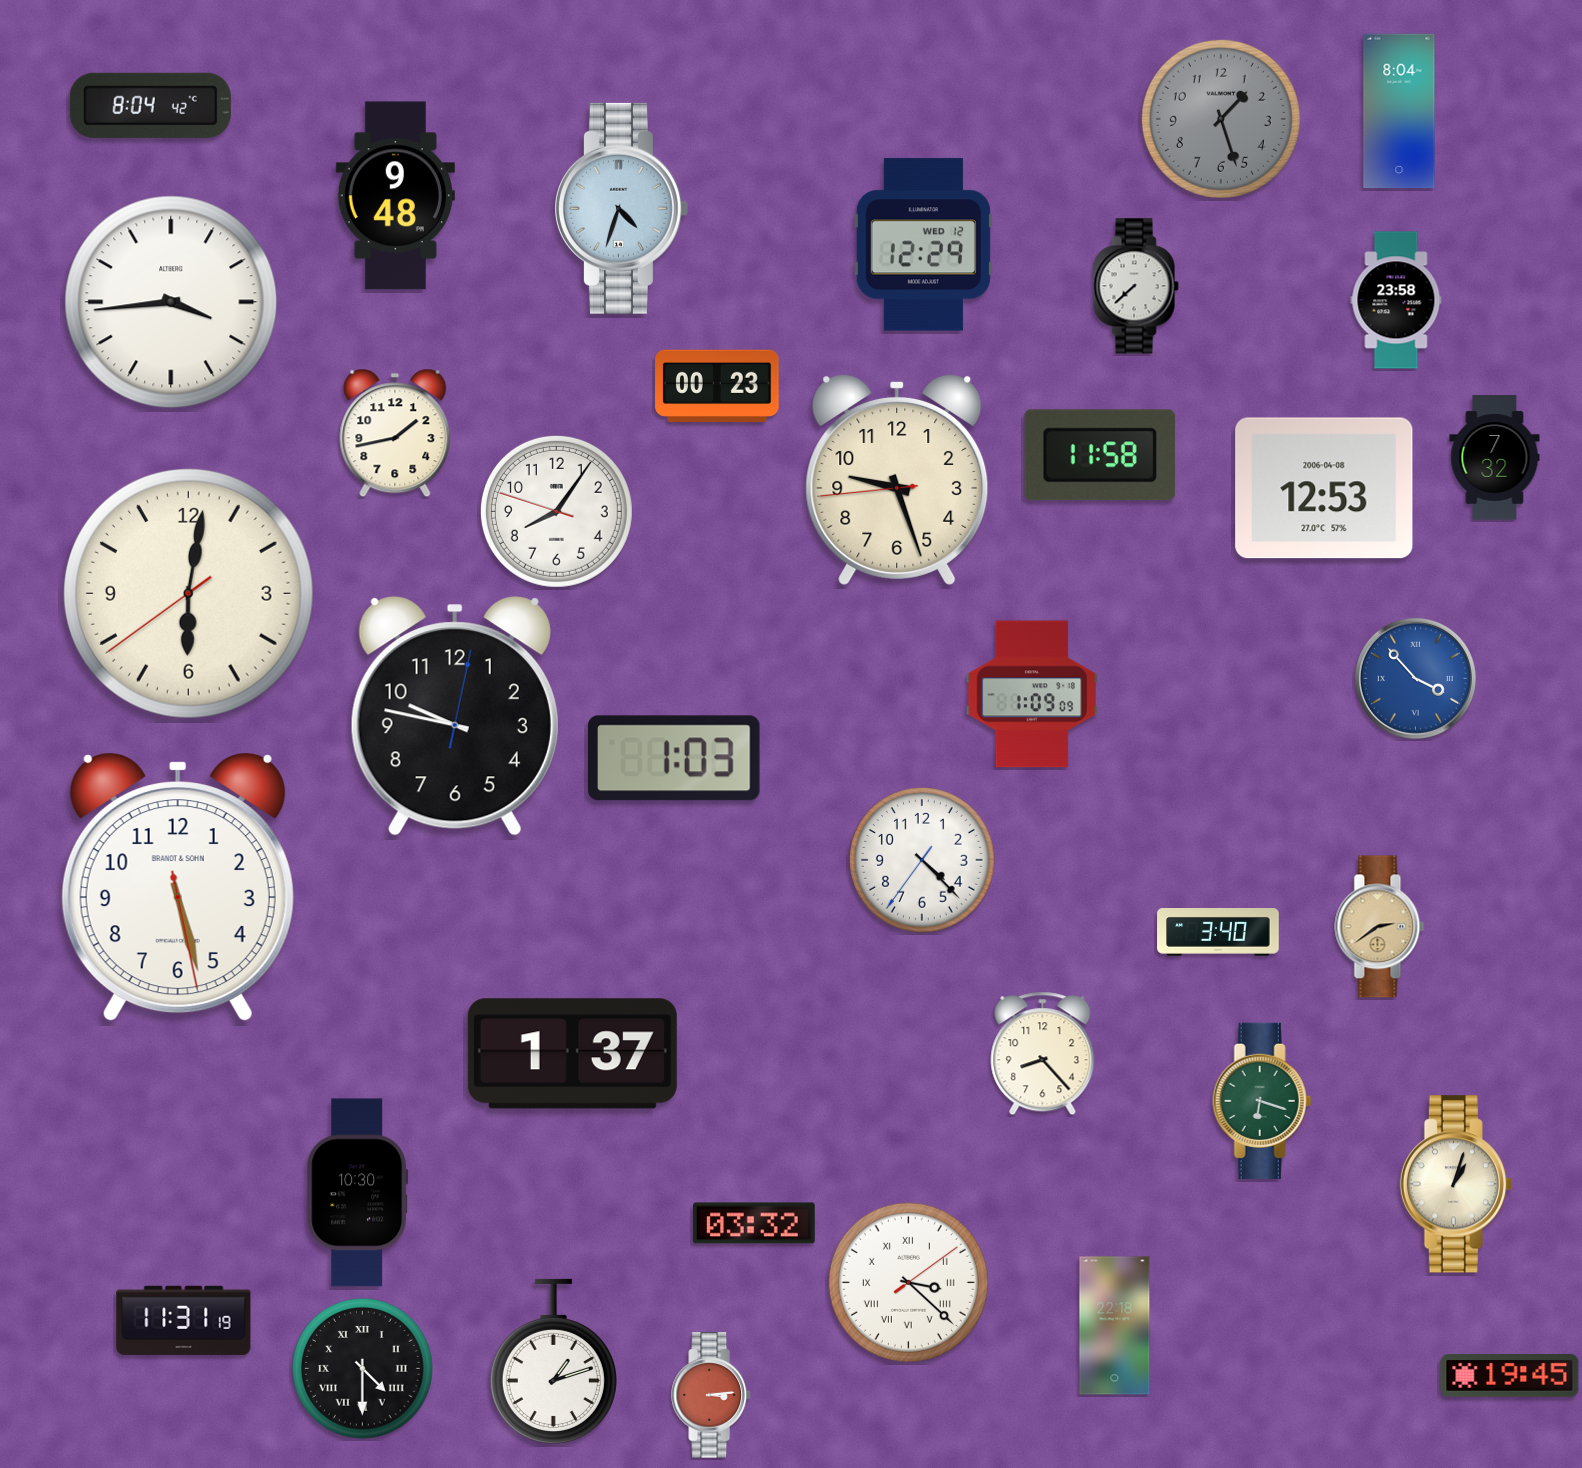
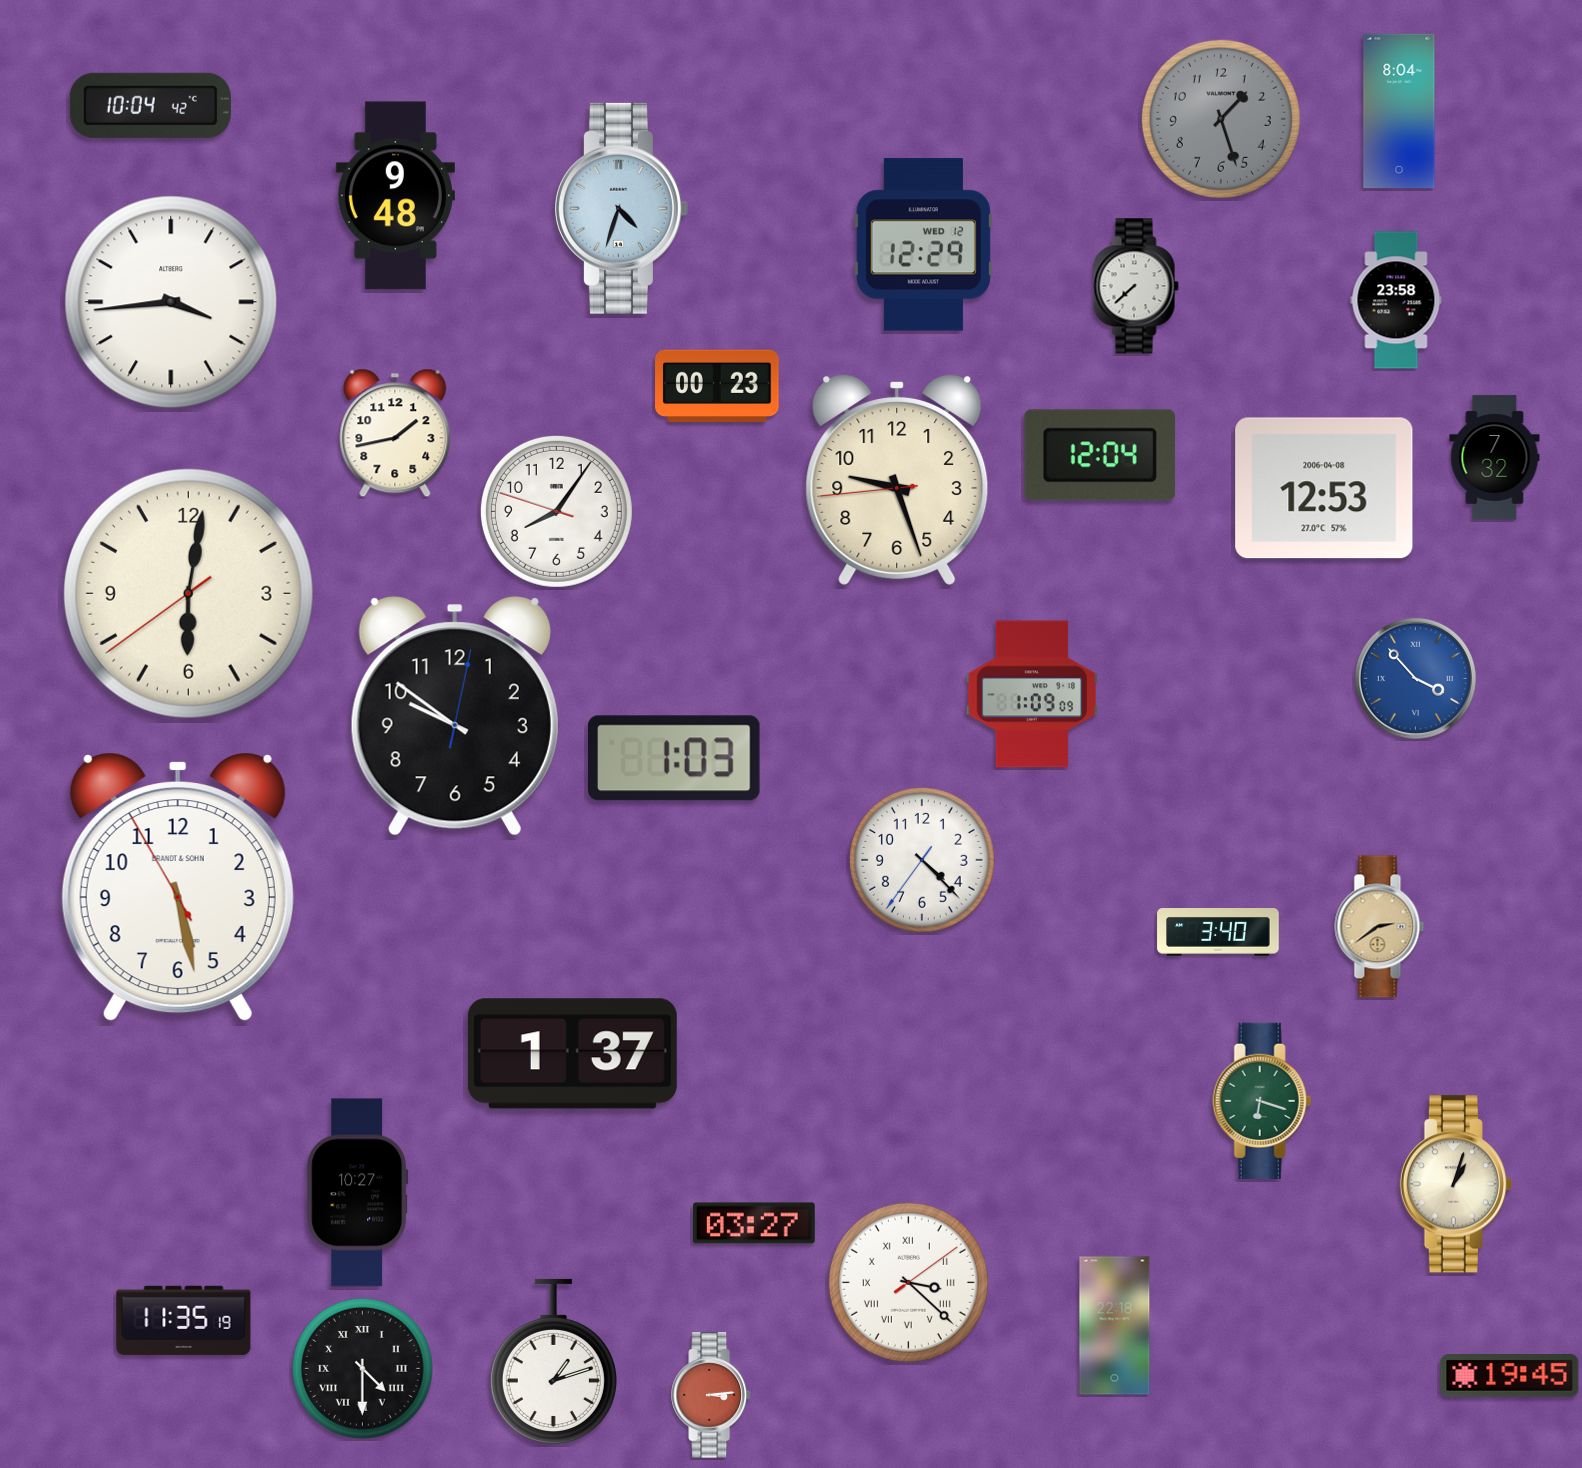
clock at (150, 105): 8:04 -> 10:04
clock at (1100, 455): 11:58 -> 12:04
clock at (455, 716): 9:47 -> 9:51
clock at (178, 887): 5:27:28 -> 5:27:55
clock at (1043, 1054): 8:23 -> none
clock at (358, 1193): 10:30 -> 10:27
clock at (755, 1223): 03:32 -> 03:27
clock at (184, 1320): 11:31 -> 11:35
